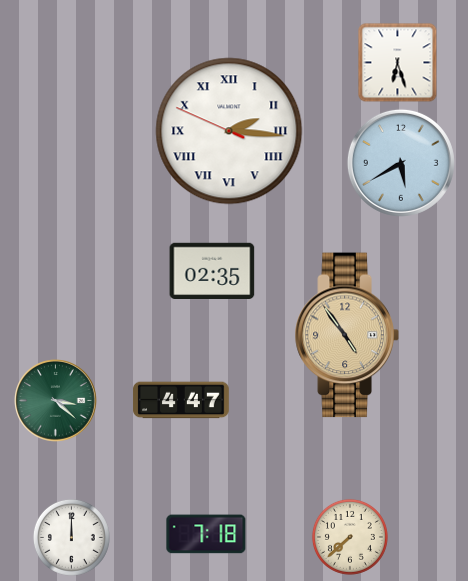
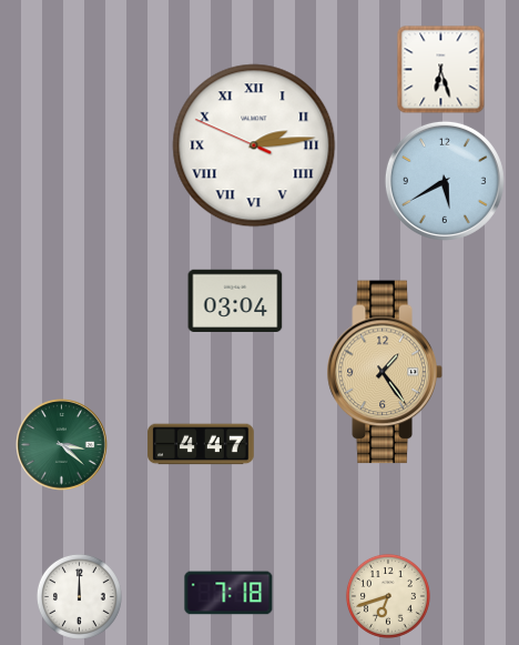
clock at (229, 131): 2:15 -> 2:13
clock at (212, 270): 02:35 -> 03:04
clock at (347, 335): 4:54 -> 1:24
clock at (350, 537): 7:38 -> 6:42
